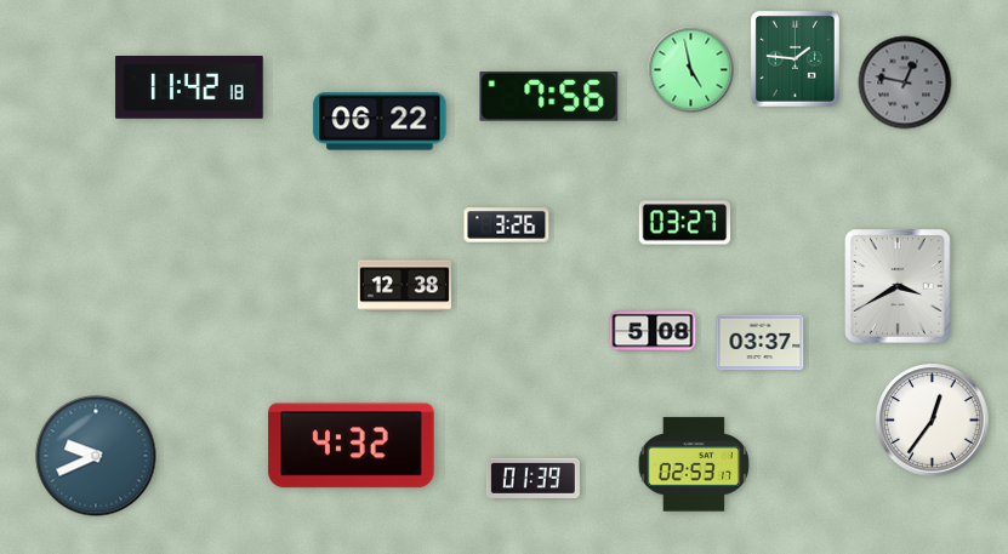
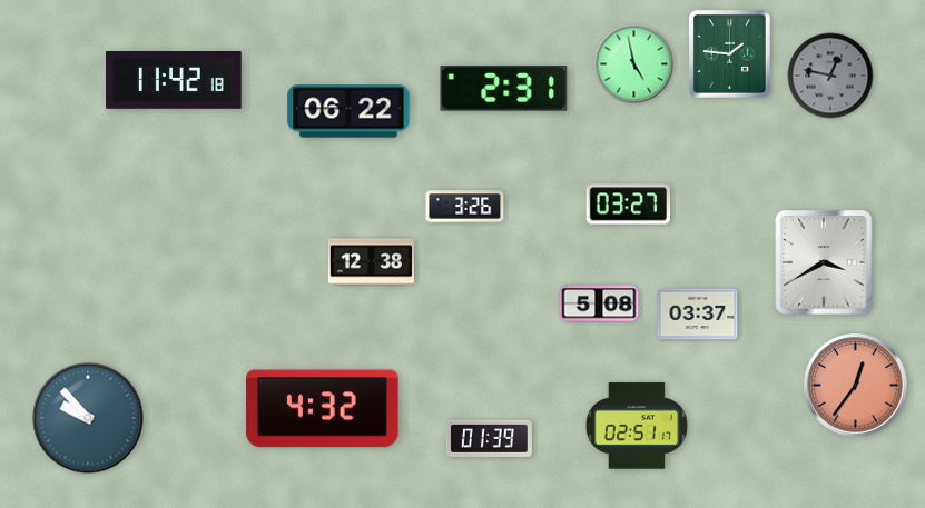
clock at (549, 96): 7:56 -> 2:31
clock at (933, 421) dial: white -> salmon
clock at (96, 456): 9:41 -> 9:53
clock at (694, 464): 02:53 -> 02:51
